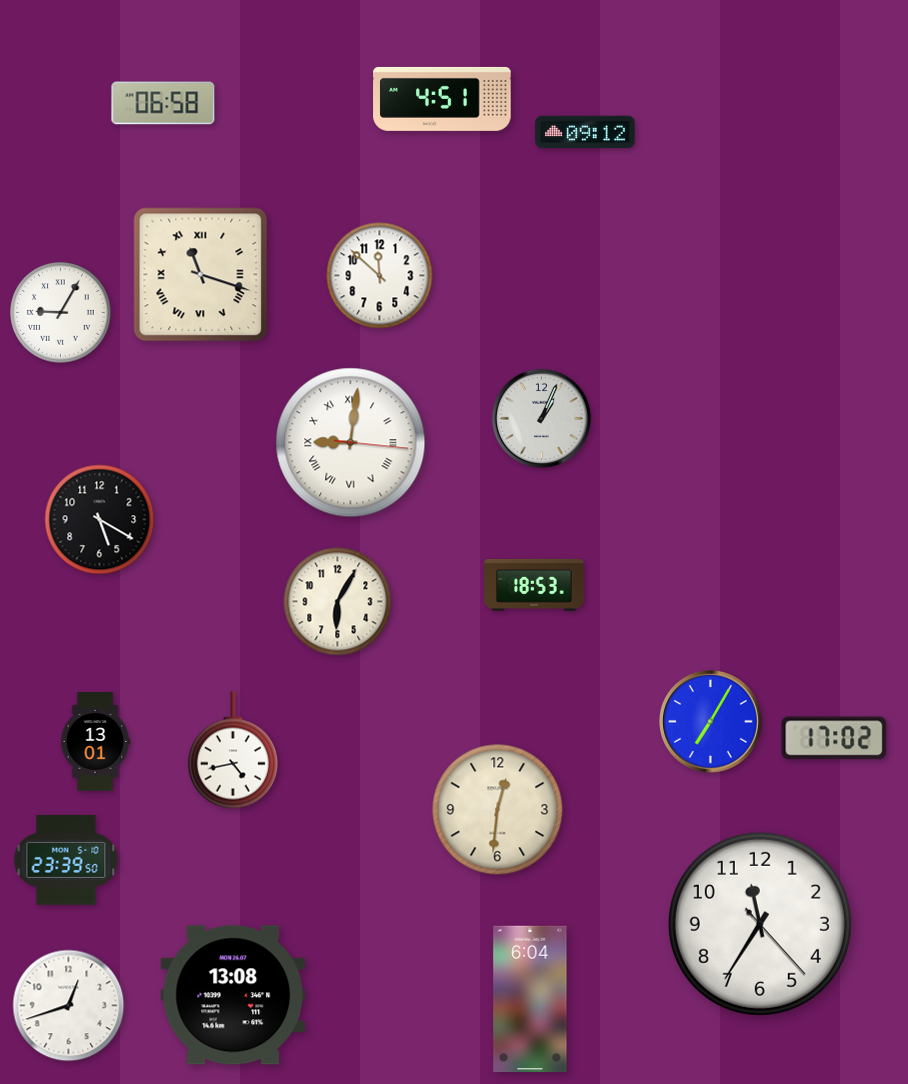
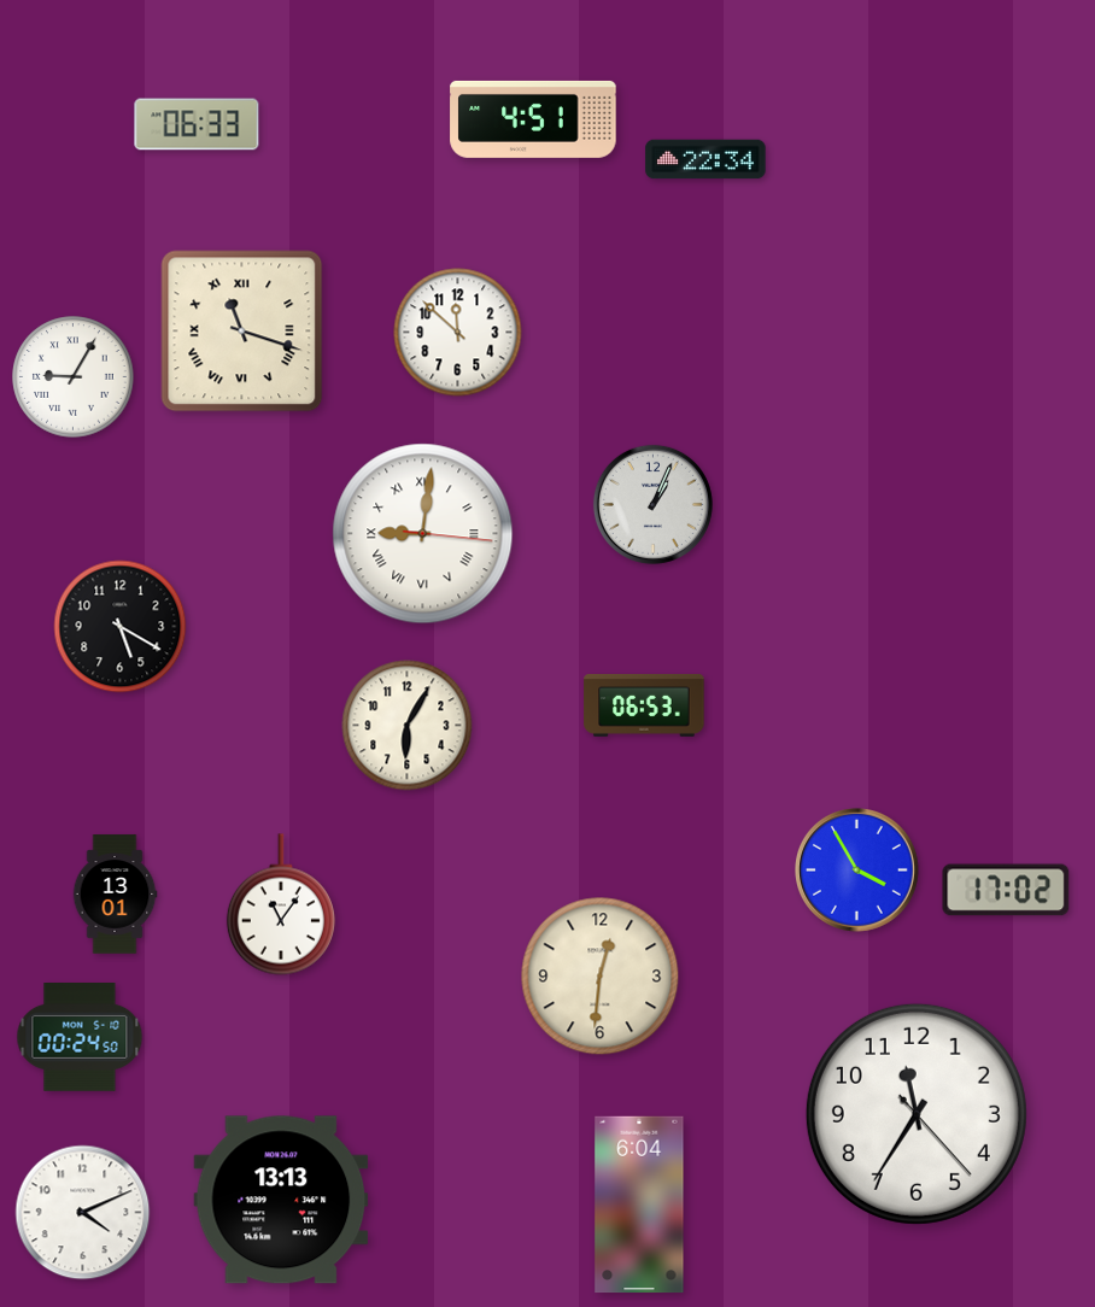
clock at (163, 103): 06:58 -> 06:33
clock at (585, 132): 09:12 -> 22:34
clock at (534, 585): 18:53 -> 06:53
clock at (711, 722): 7:05 -> 3:55
clock at (233, 750): 4:43 -> 11:06
clock at (66, 861): 23:39 -> 00:24
clock at (233, 995): 13:08 -> 13:13
clock at (69, 1006): 12:42 -> 4:11
